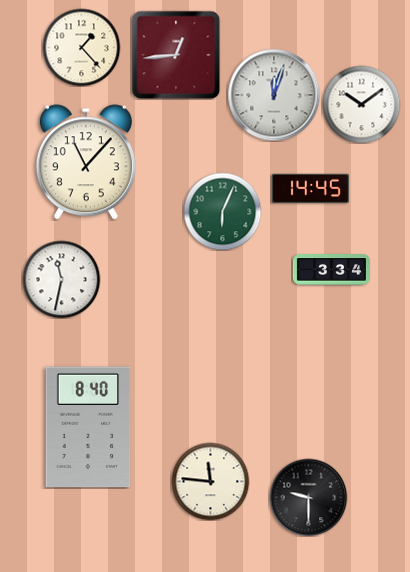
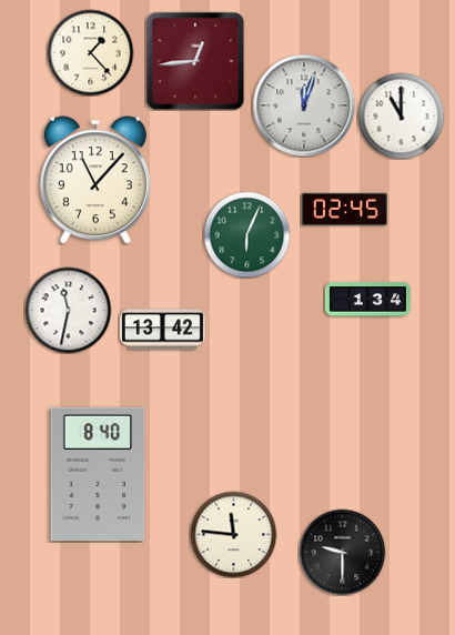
clock at (361, 104): 10:09 -> 11:00
clock at (310, 188): 14:45 -> 02:45
clock at (331, 270): 3:34 -> 1:34
clock at (162, 330): none -> 13:42
